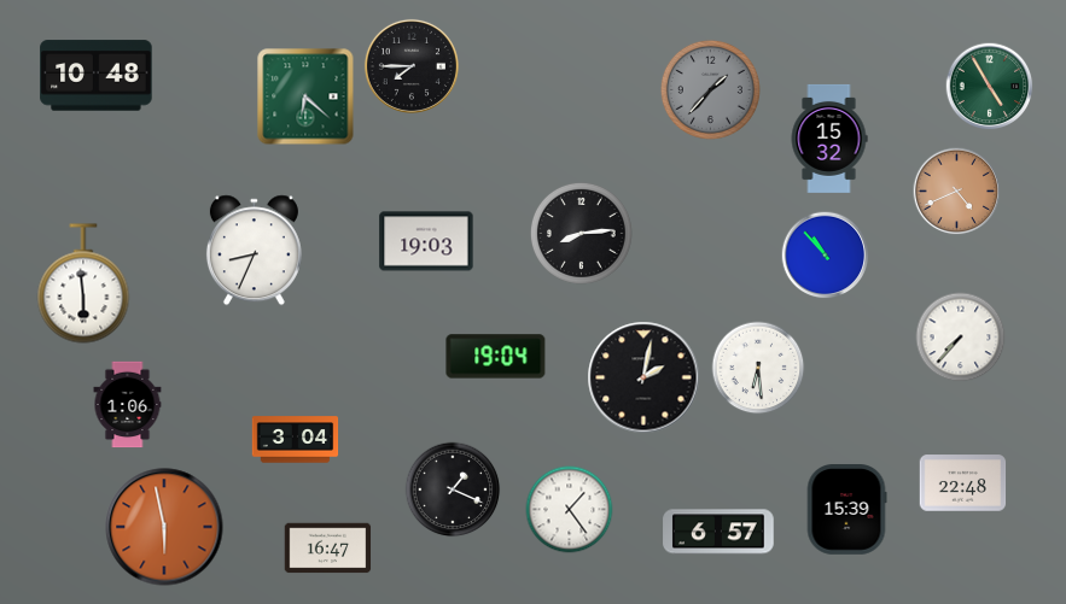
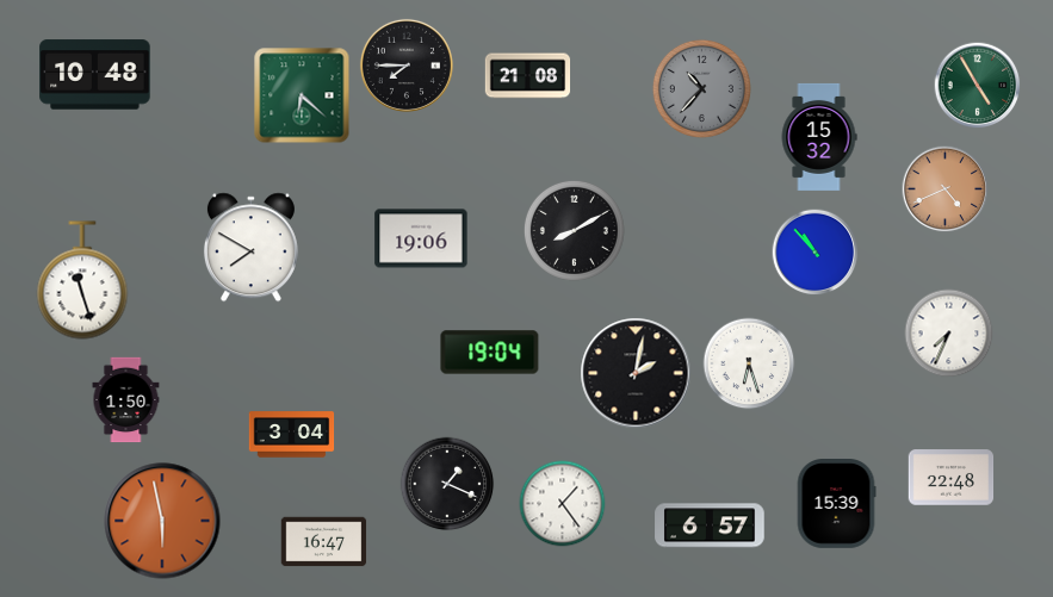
clock at (528, 76): none -> 21:08
clock at (710, 89): 1:37 -> 10:37
clock at (581, 233): 8:14 -> 8:10
clock at (426, 241): 19:03 -> 19:06
clock at (254, 251): 8:34 -> 7:50
clock at (83, 283): 5:59 -> 11:27
clock at (961, 338): 7:37 -> 7:34
clock at (758, 368): 6:29 -> 6:27
clock at (128, 405): 1:06 -> 1:50
